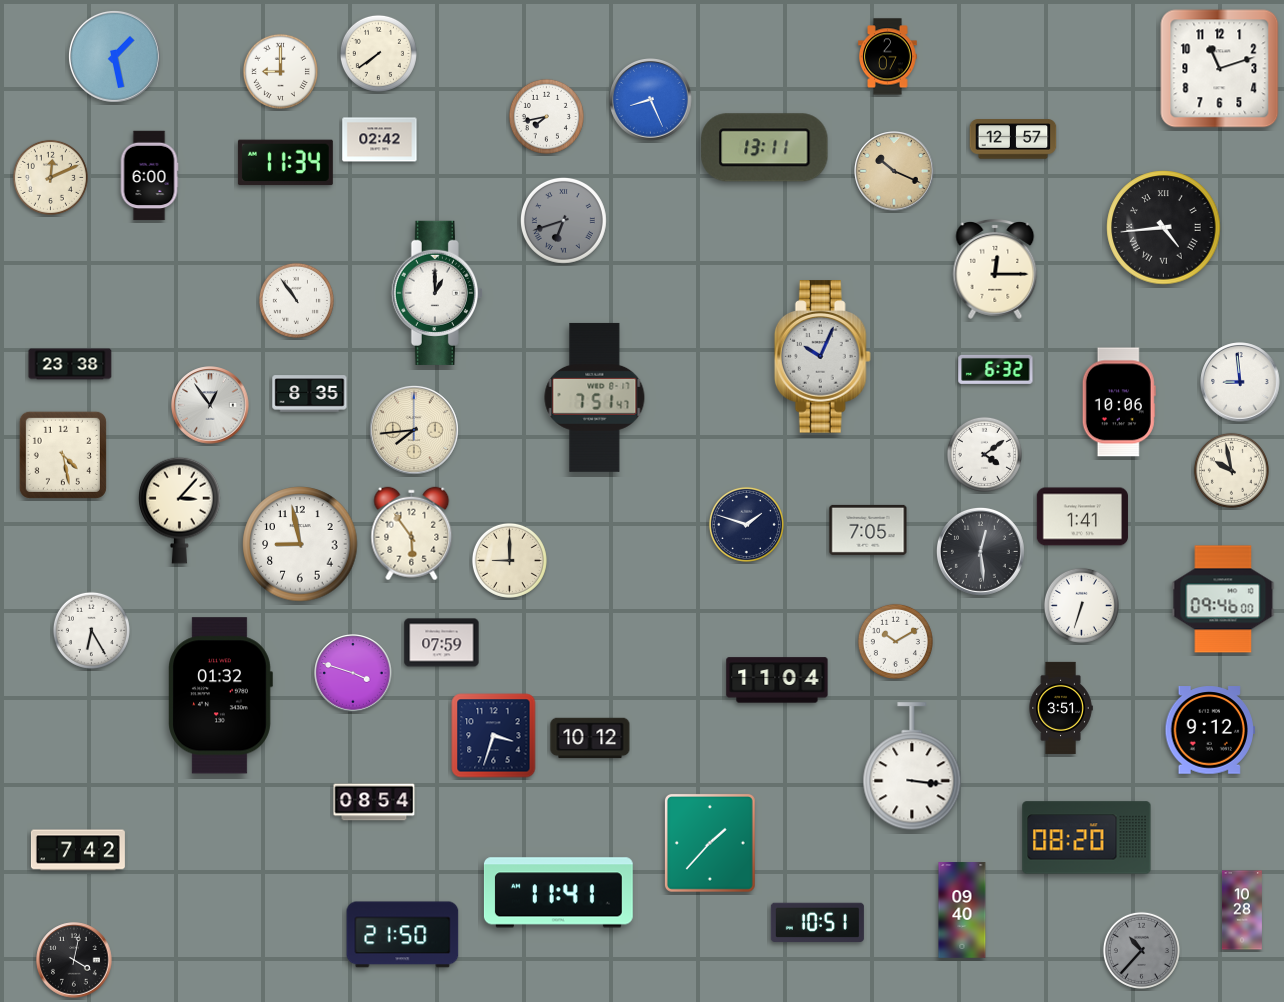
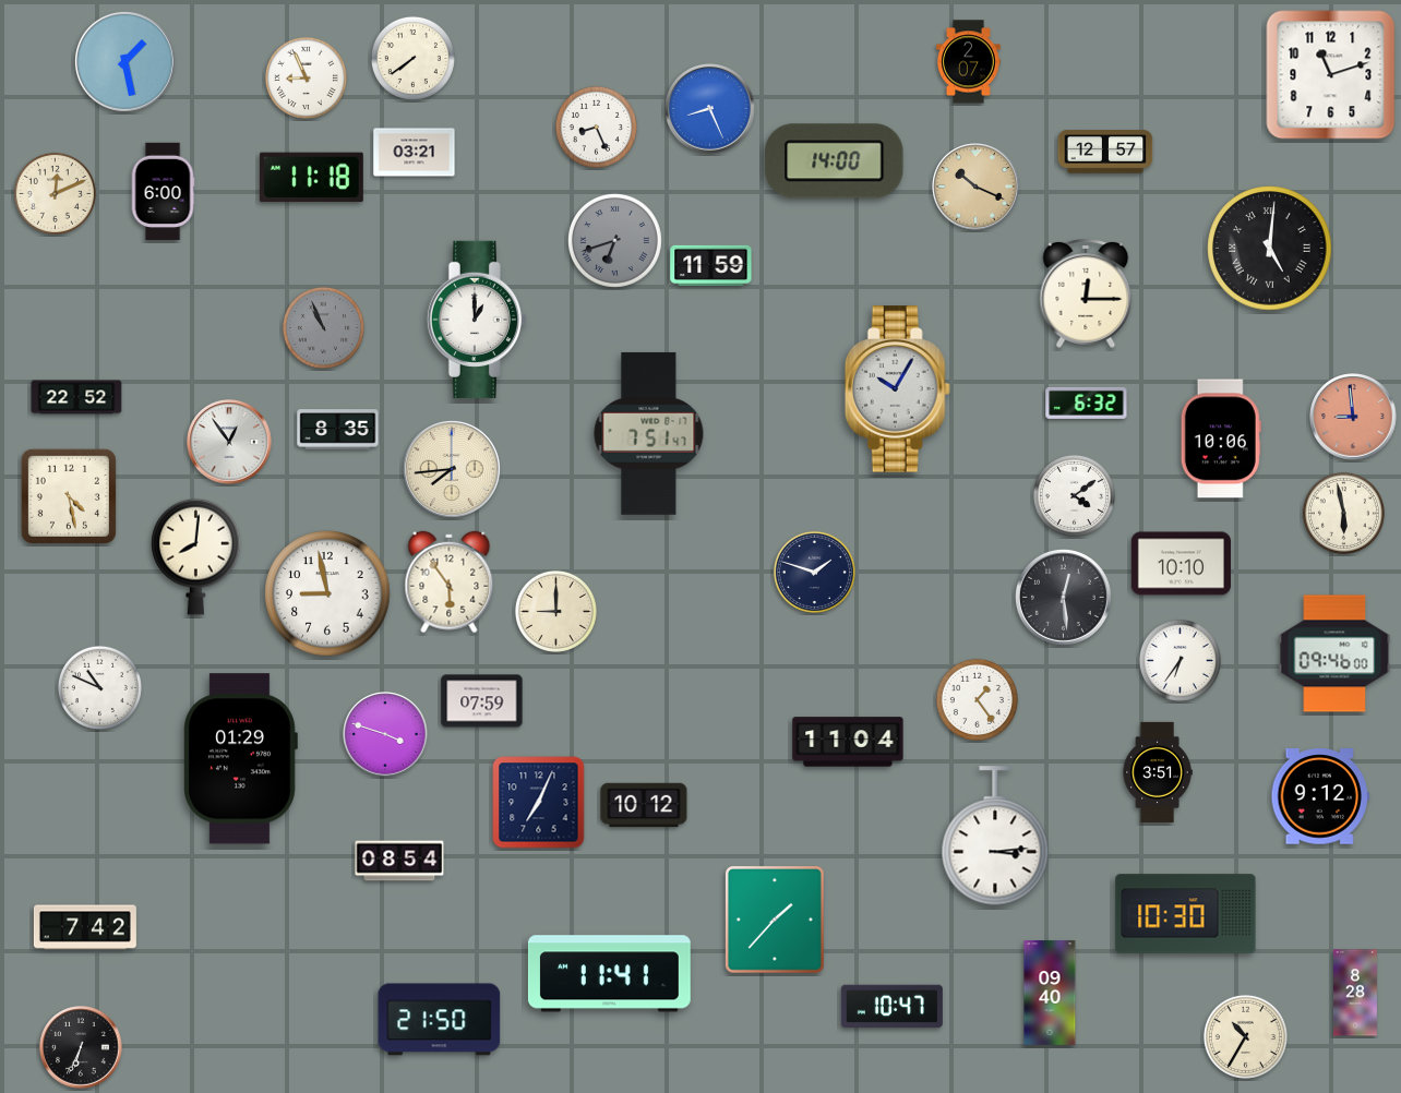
clock at (280, 71): 9:00 -> 8:56
clock at (546, 116): 7:43 -> 8:26
clock at (380, 140): 02:42 -> 03:21
clock at (765, 148): 13:11 -> 14:00
clock at (285, 163): 11:34 -> 11:18
clock at (1164, 228): 4:44 -> 5:01
clock at (711, 265): none -> 11:59
clock at (296, 300): 10:54 -> 10:56
clock at (296, 300) dial: white -> grey
clock at (822, 357): 10:04 -> 10:05
clock at (70, 364): 23:38 -> 22:52
clock at (1240, 382) dial: white -> salmon
clock at (1231, 470): 9:58 -> 5:58
clock at (180, 510): 3:07 -> 8:01
clock at (1082, 517): 1:41 -> 10:10
clock at (868, 530): 7:05 -> none
clock at (981, 552) position: (981, 552) -> (1064, 598)
clock at (1081, 605): 6:33 -> 6:36
clock at (91, 630): 6:25 -> 10:49
clock at (895, 641): 10:10 -> 1:24
clock at (220, 696): 01:32 -> 01:29
clock at (494, 736): 3:33 -> 7:04
clock at (912, 767): 3:16 -> 3:14
clock at (374, 802) position: (374, 802) -> (399, 861)
clock at (1087, 838): 08:20 -> 10:30
clock at (1242, 910): 10:28 -> 8:28
clock at (817, 923): 10:51 -> 10:47
clock at (1141, 950): 10:37 -> 10:35
clock at (1141, 950) dial: grey -> cream
clock at (74, 960): 4:02 -> 6:34
